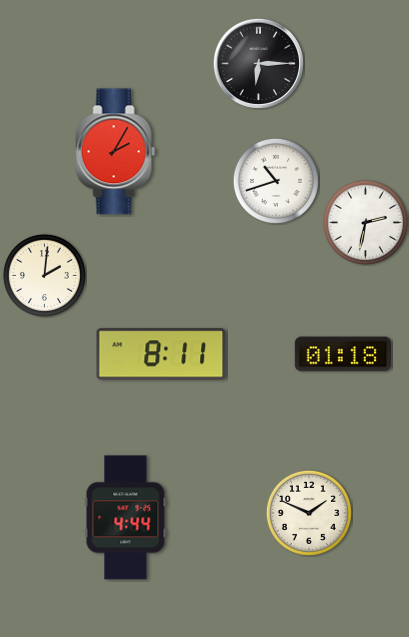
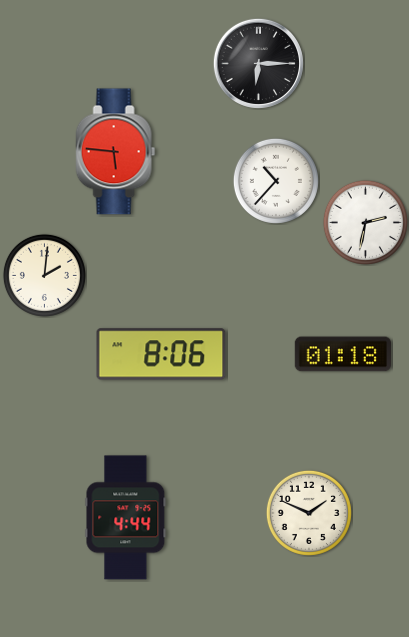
clock at (116, 152): 2:05 -> 5:46
clock at (276, 181): 10:42 -> 10:37
clock at (161, 354): 8:11 -> 8:06
